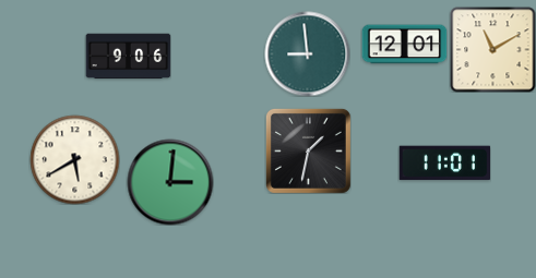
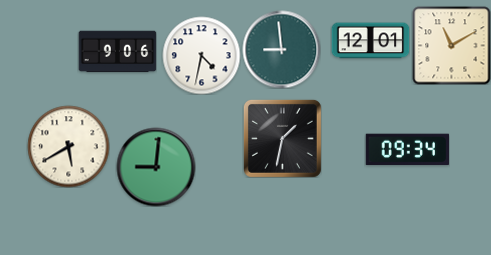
clock at (201, 55): none -> 4:32
clock at (444, 164): 11:01 -> 09:34
clock at (170, 182): 3:01 -> 9:01
